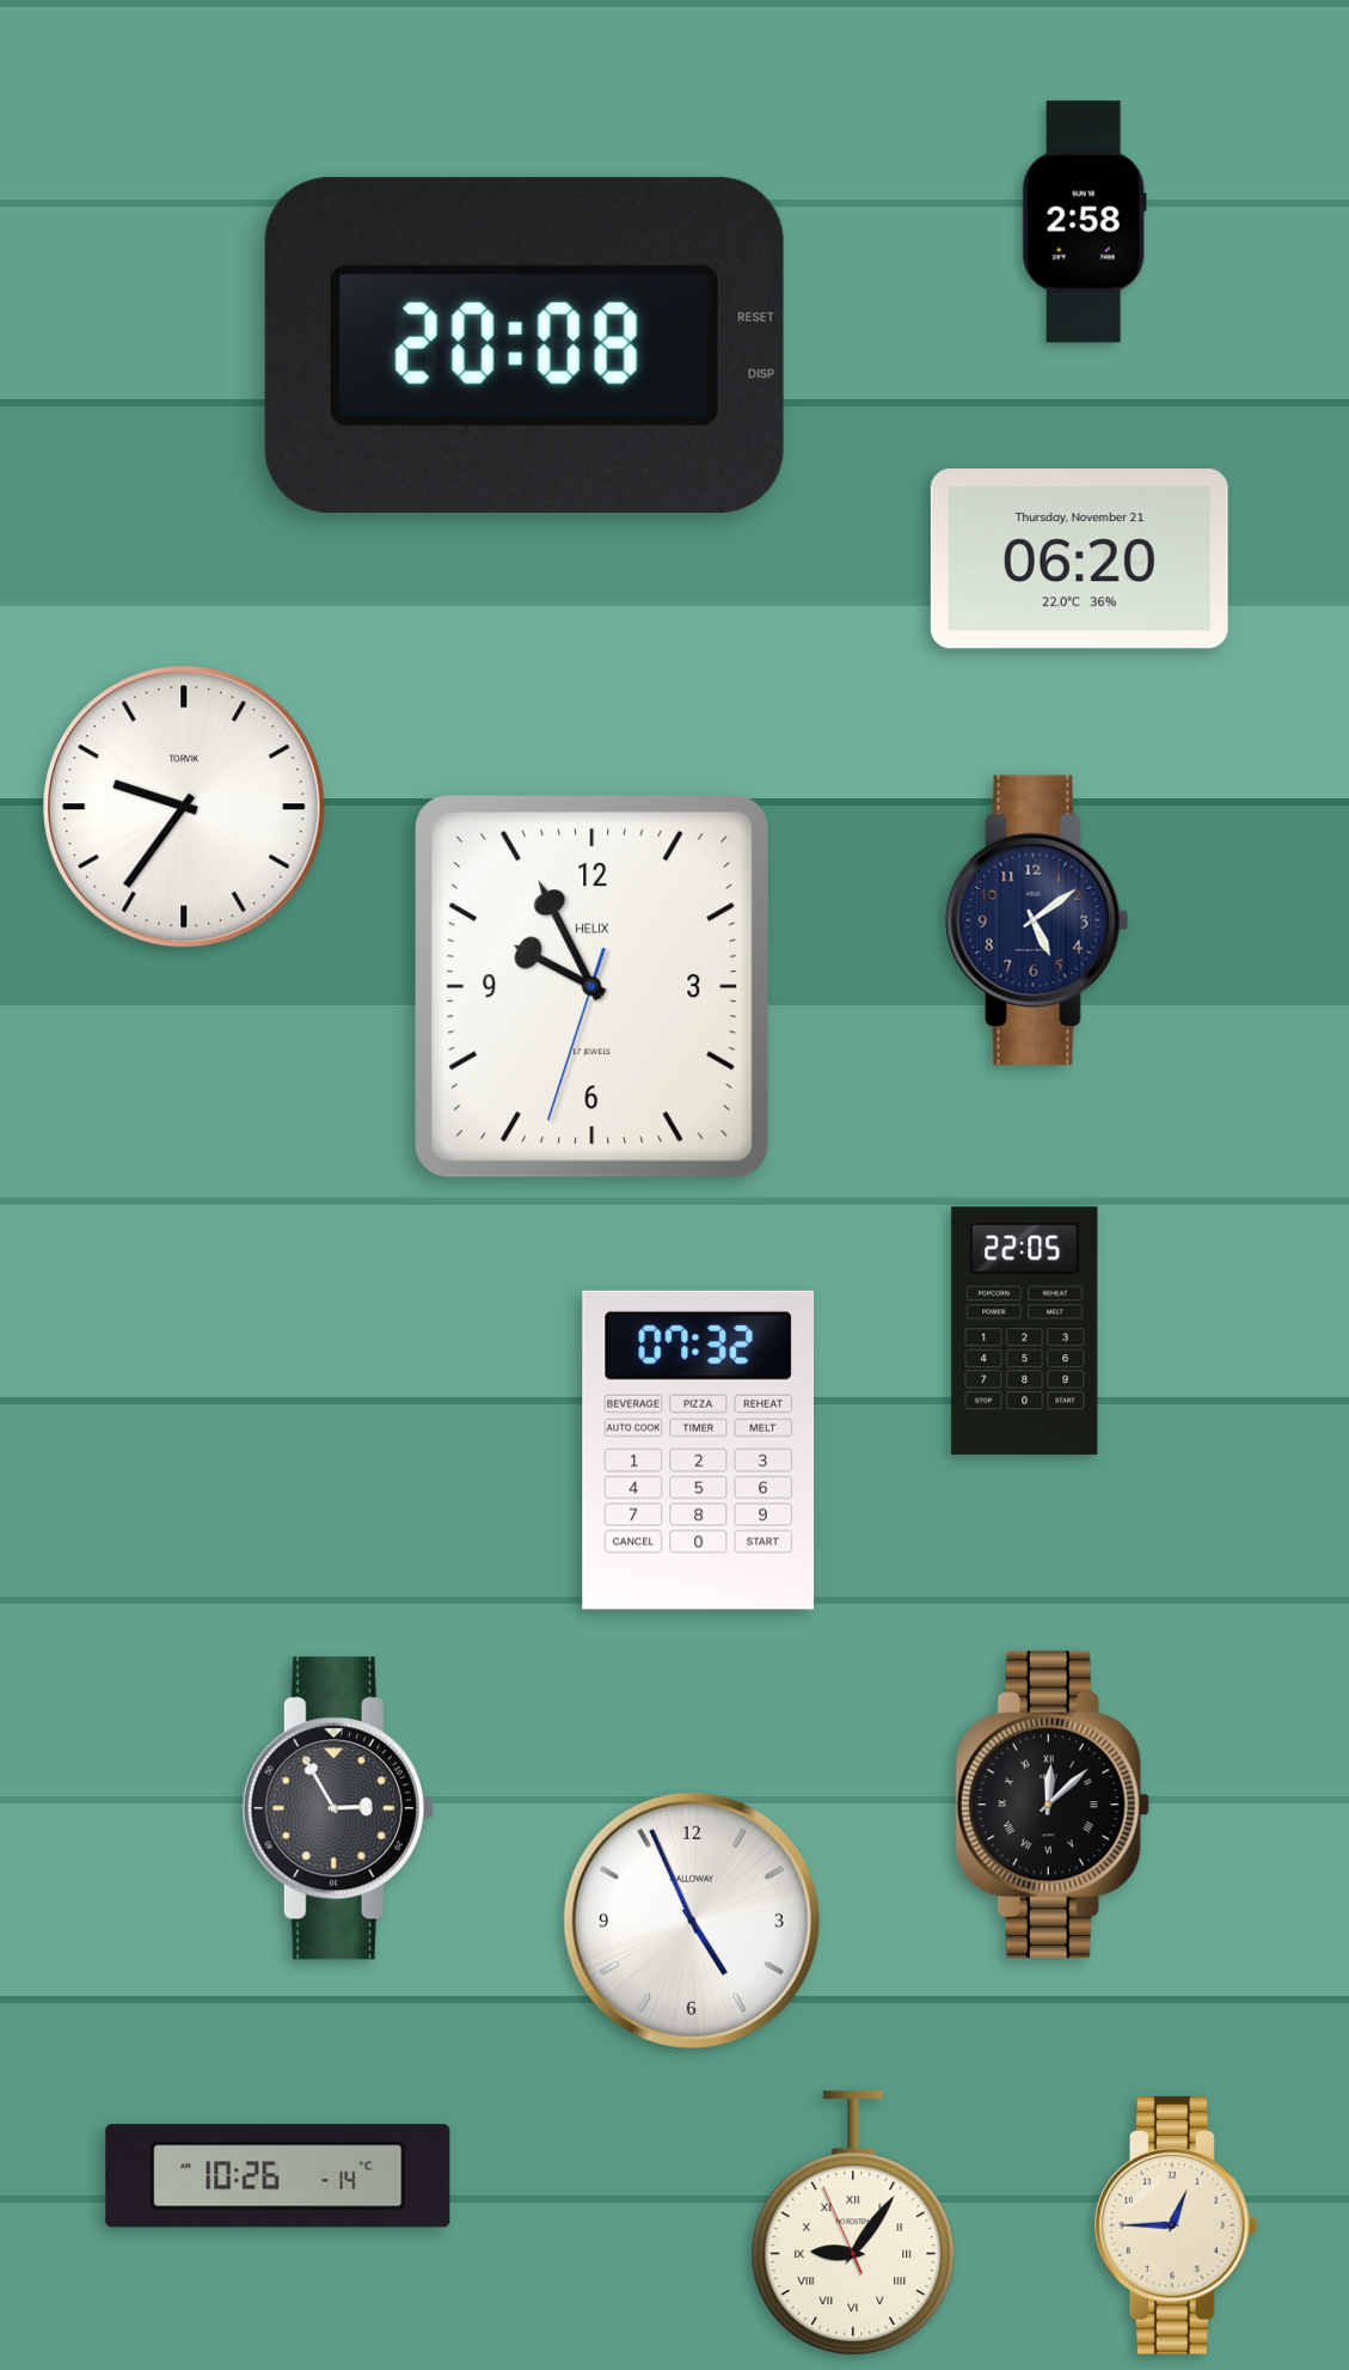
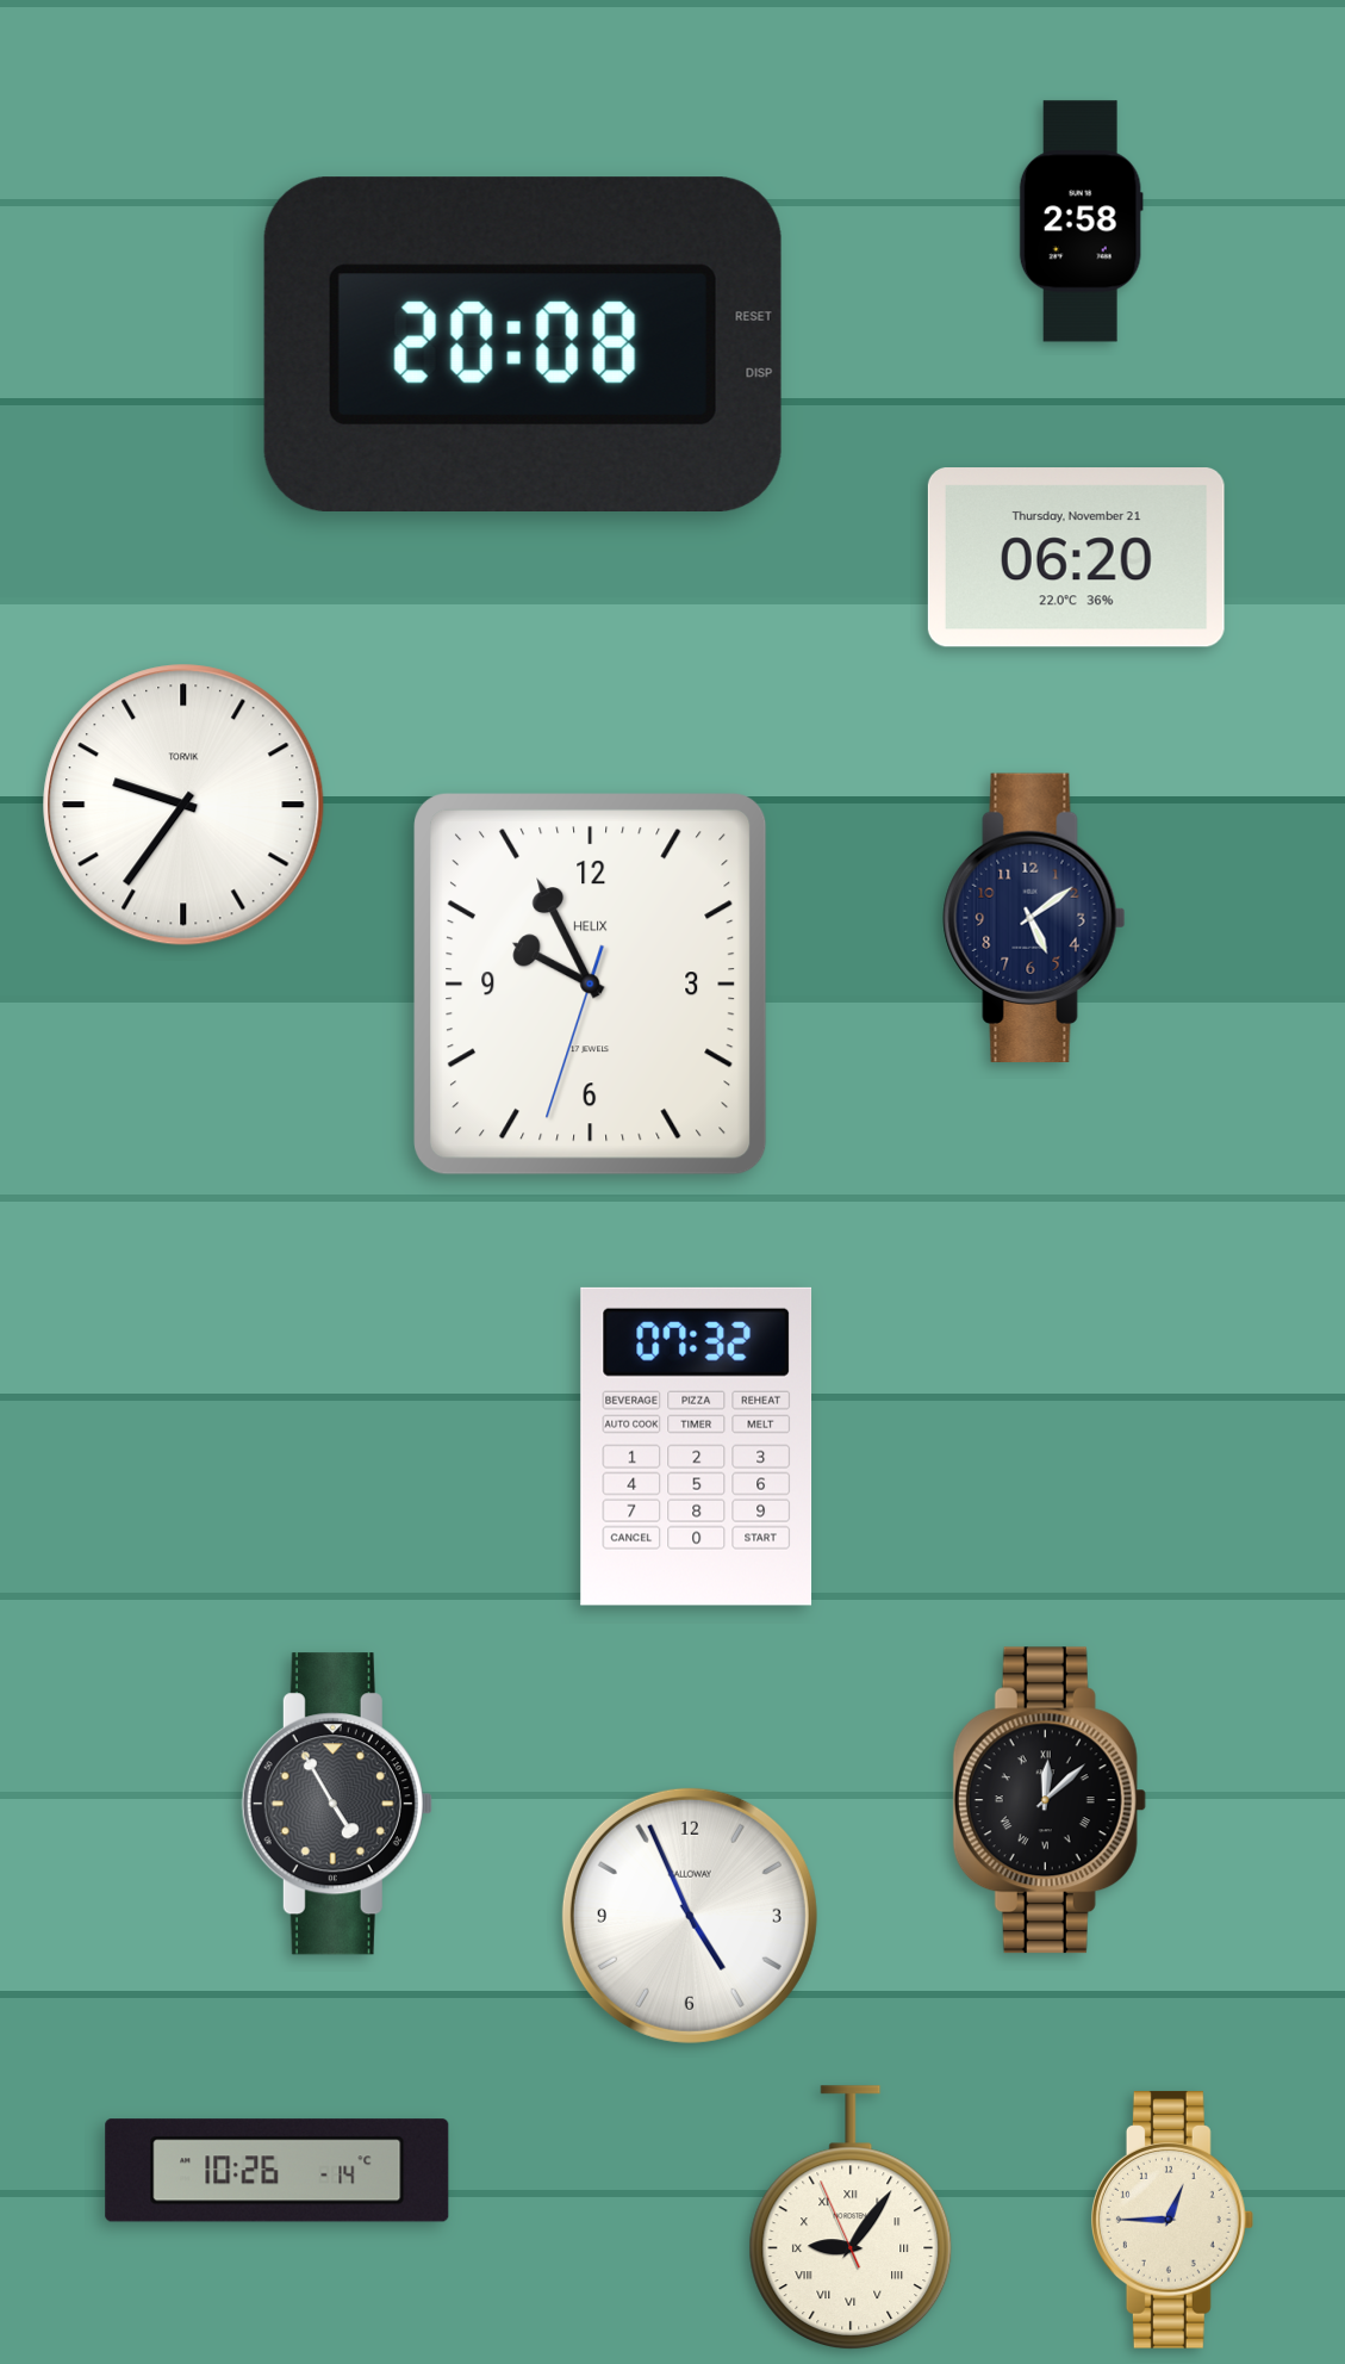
clock at (1025, 1331): 22:05 -> none
clock at (338, 1808): 2:55 -> 4:55
